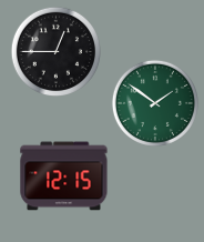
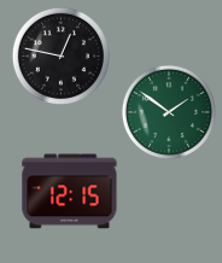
clock at (55, 51): 12:45 -> 12:47
